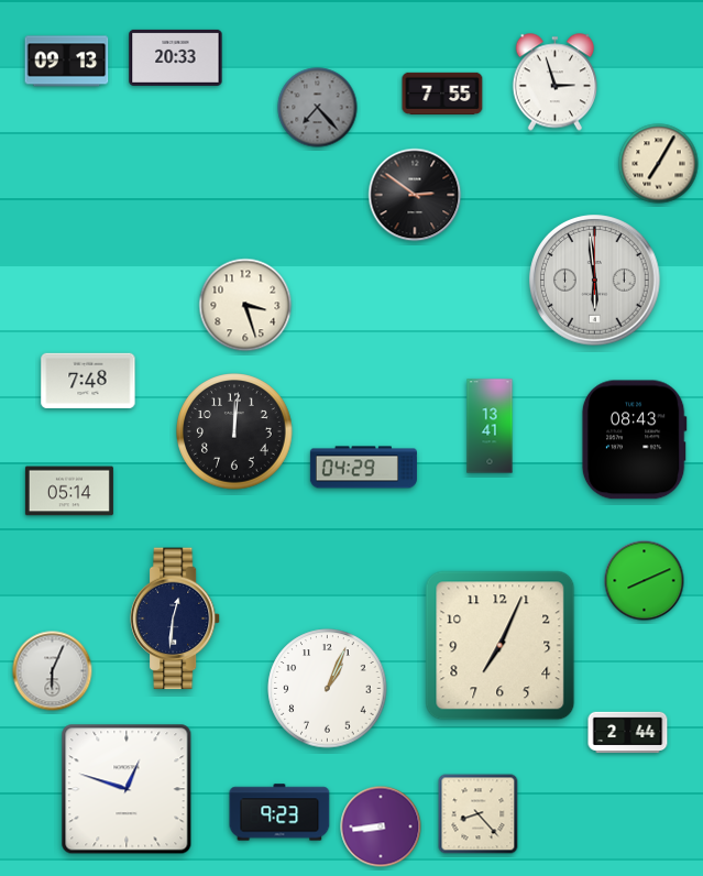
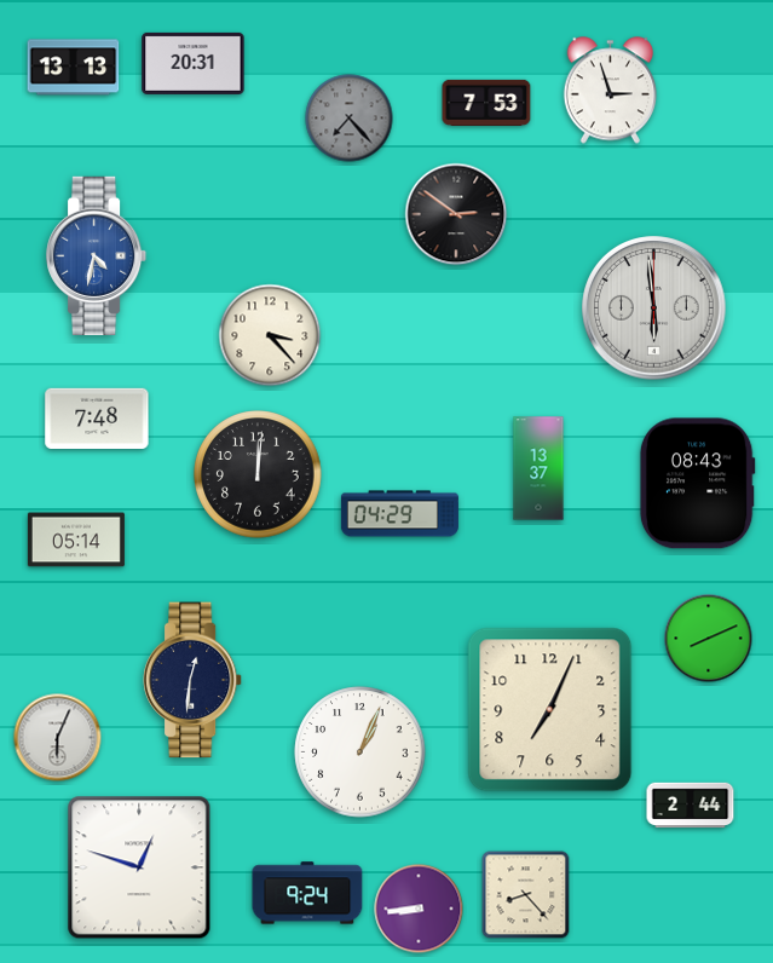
clock at (176, 57): 20:33 -> 20:31
clock at (67, 62): 09:13 -> 13:13
clock at (442, 94): 7:55 -> 7:53
clock at (659, 164): 7:05 -> none
clock at (97, 255): none -> 4:32
clock at (245, 305): 3:27 -> 3:23
clock at (490, 426): 13:41 -> 13:37
clock at (328, 689) position: (328, 689) -> (360, 752)
clock at (279, 812): 9:23 -> 9:24
